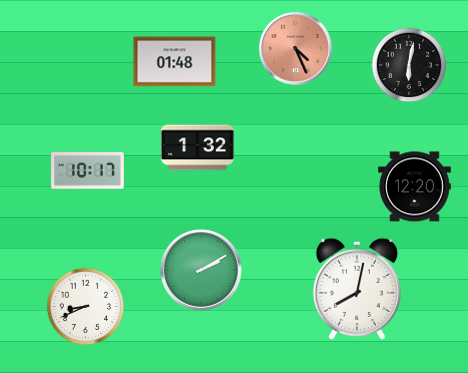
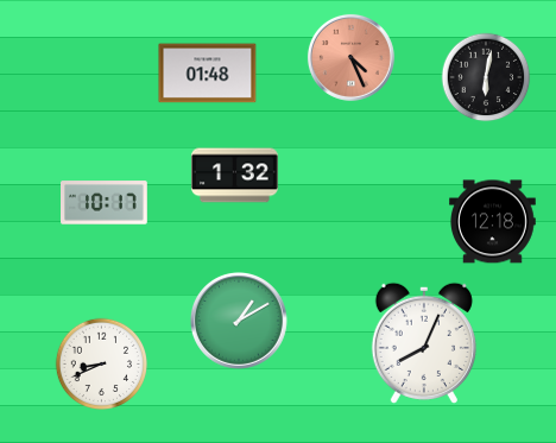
clock at (415, 187): 12:20 -> 12:18
clock at (202, 271): 2:10 -> 1:10
clock at (357, 289): 8:02 -> 8:04
